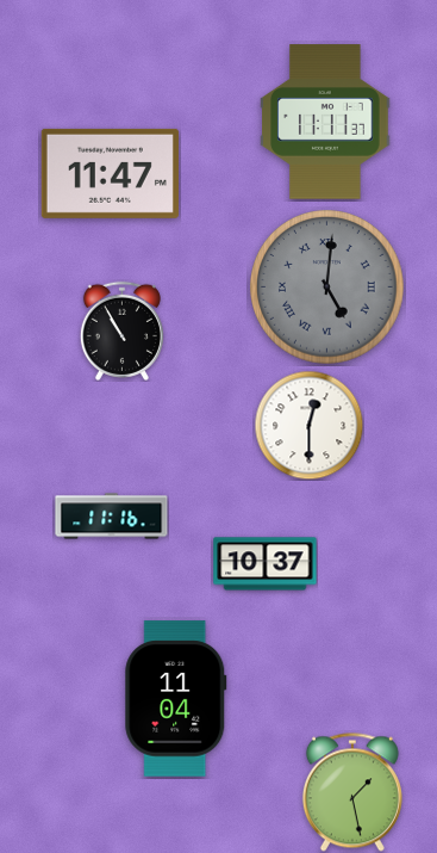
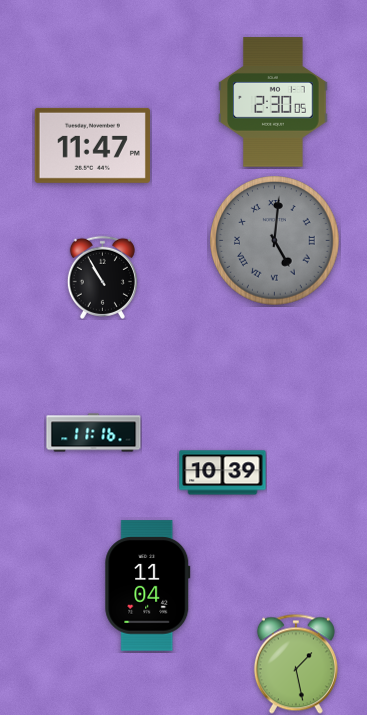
clock at (325, 122): 11:11 -> 2:30
clock at (308, 425): 12:30 -> none
clock at (266, 564): 10:37 -> 10:39
